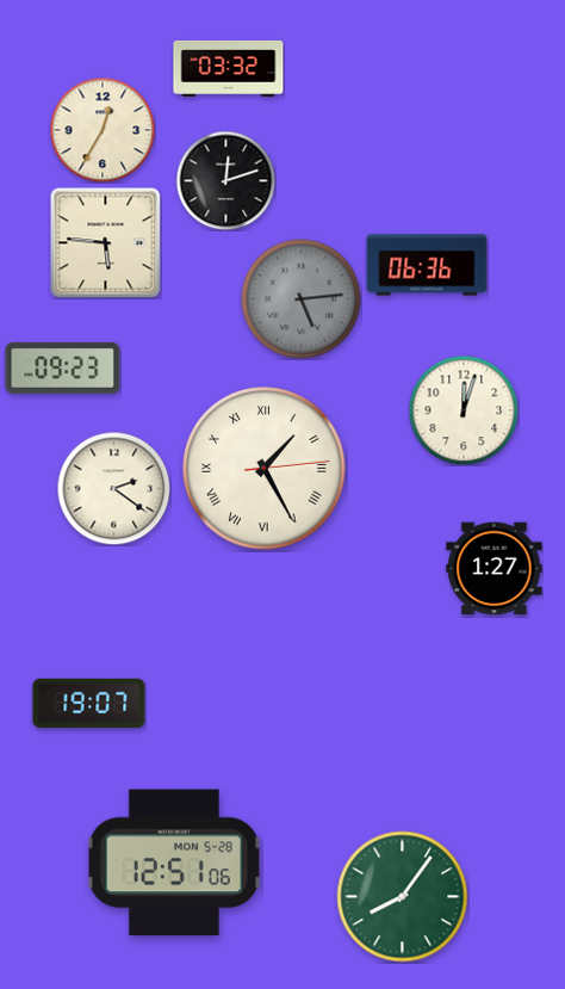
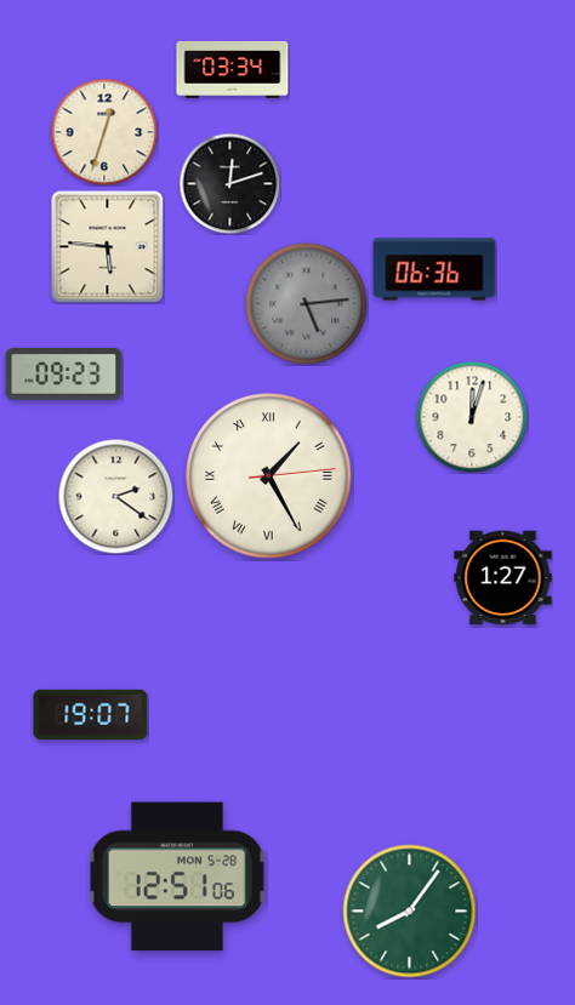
clock at (229, 68): 03:32 -> 03:34
clock at (103, 130): 12:35 -> 12:33
